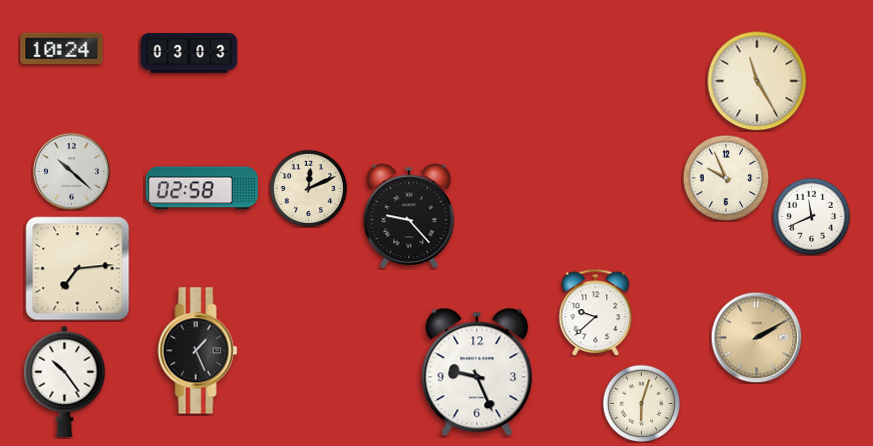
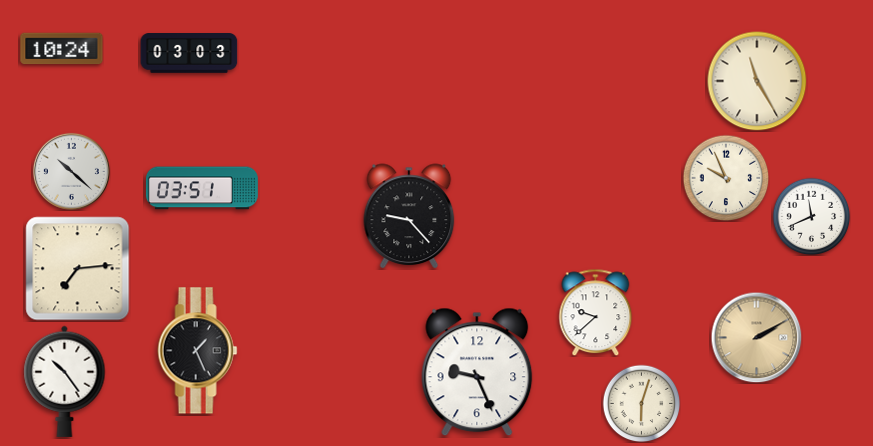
clock at (202, 188): 02:58 -> 03:51
clock at (308, 188): 12:11 -> none
